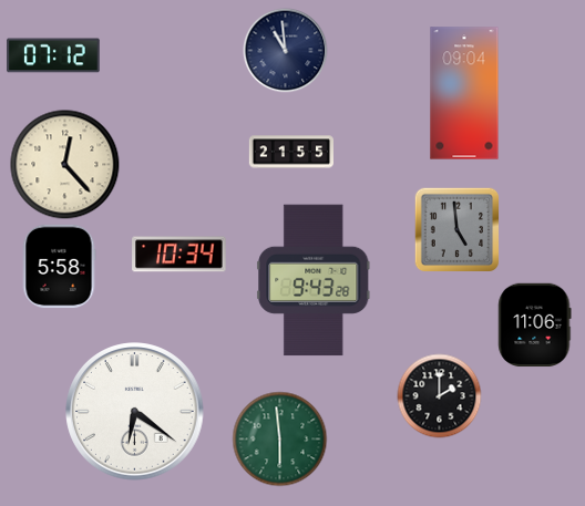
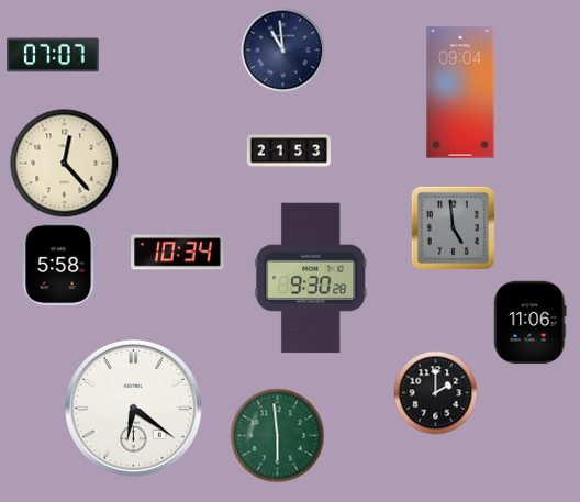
clock at (53, 55): 07:12 -> 07:07
clock at (291, 152): 21:55 -> 21:53
clock at (314, 280): 9:43 -> 9:30
